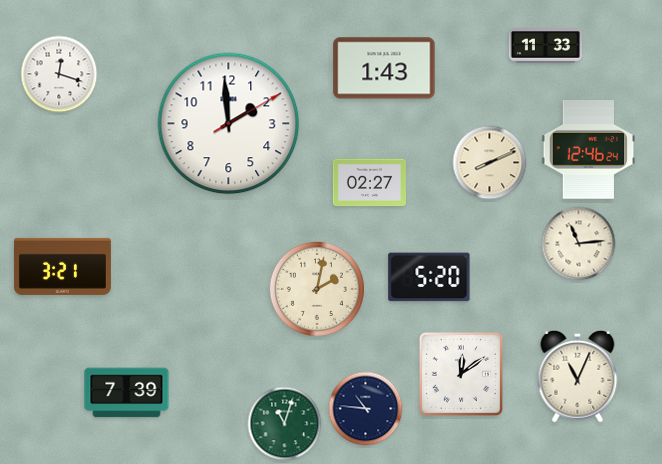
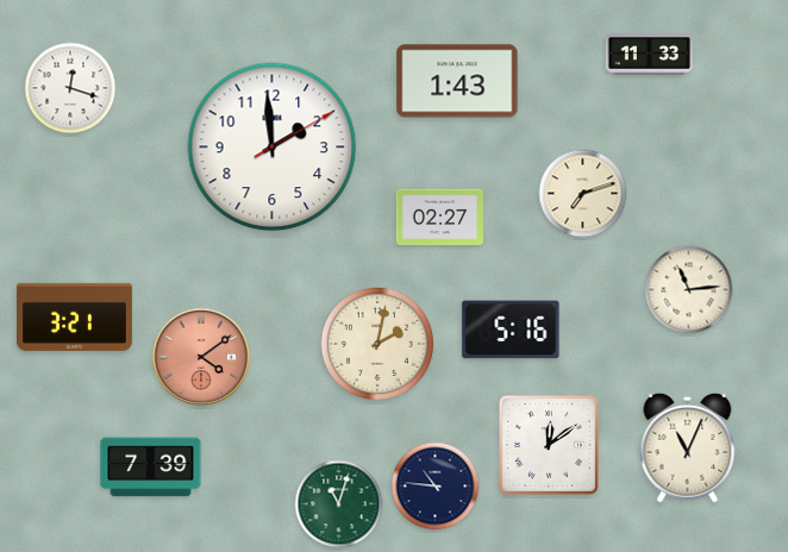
clock at (589, 150): 12:46 -> none
clock at (490, 163): 8:11 -> 7:12
clock at (429, 277): 5:20 -> 5:16
clock at (201, 357): none -> 4:09
